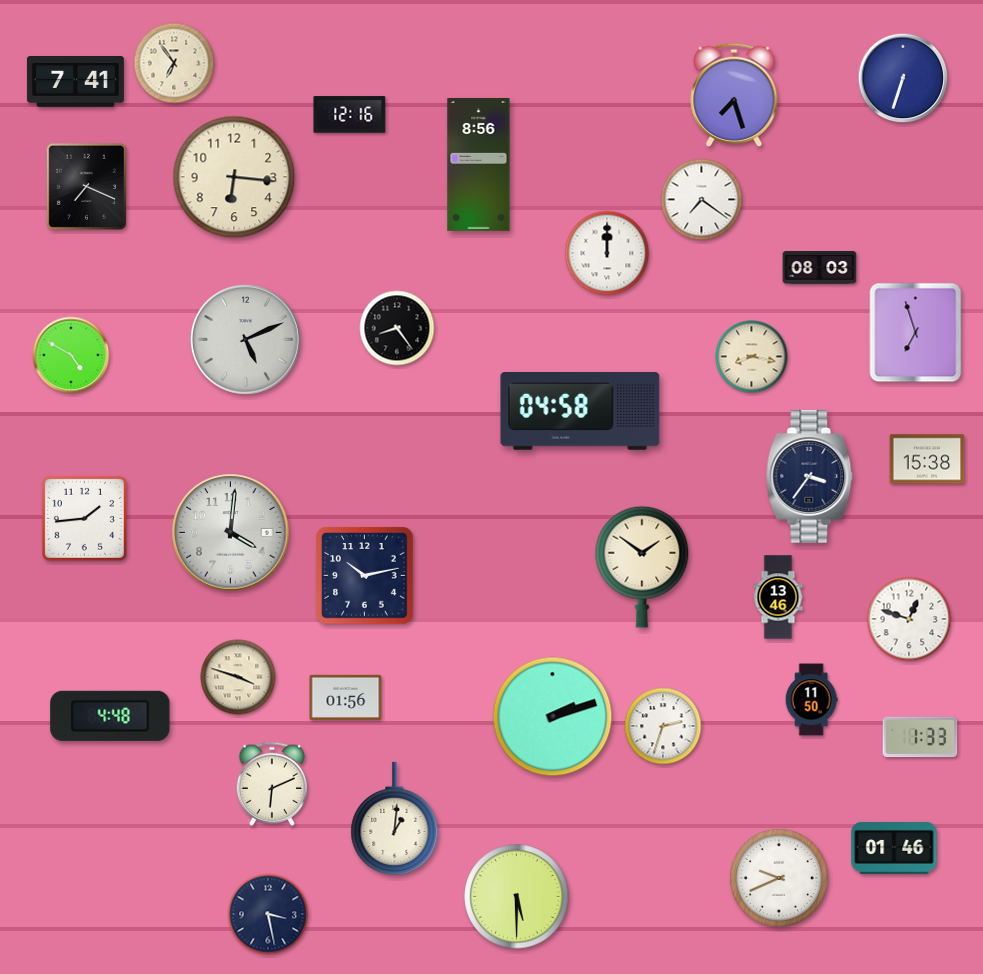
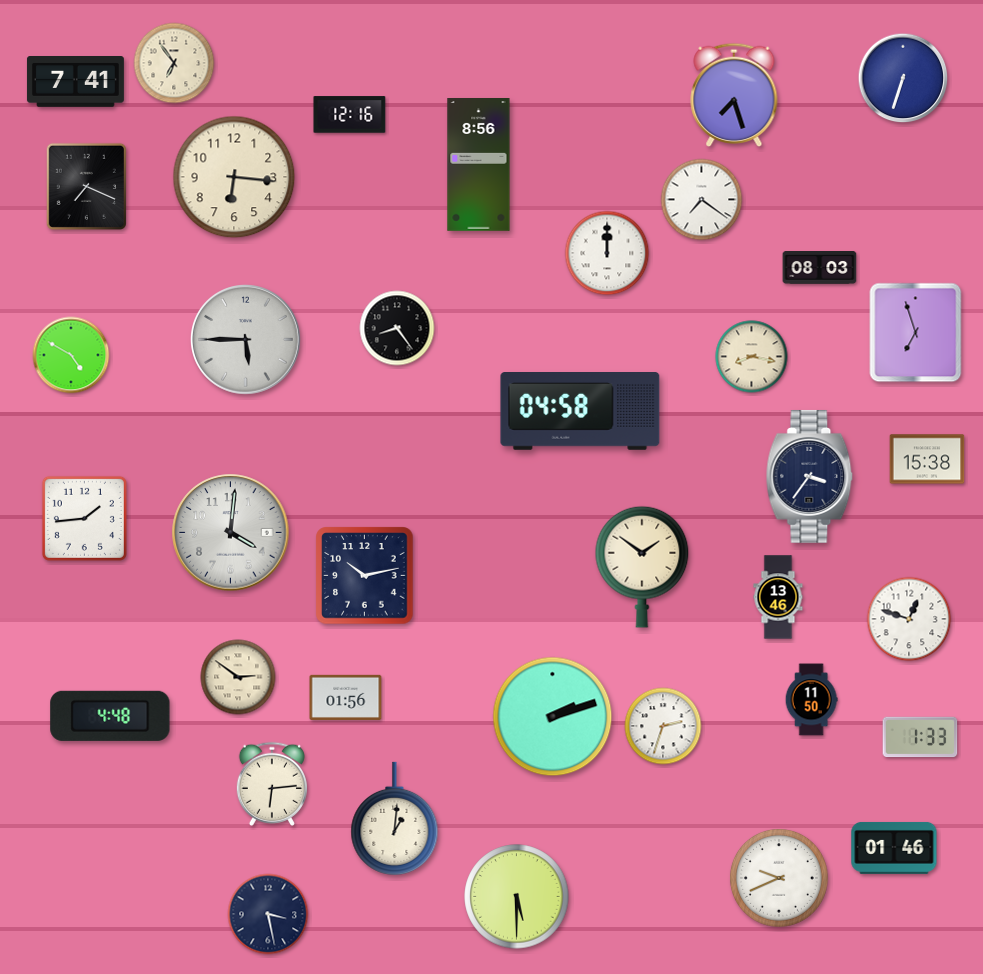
clock at (246, 340): 5:11 -> 5:45
clock at (238, 677): 3:48 -> 2:51
clock at (271, 784): 6:11 -> 6:14
